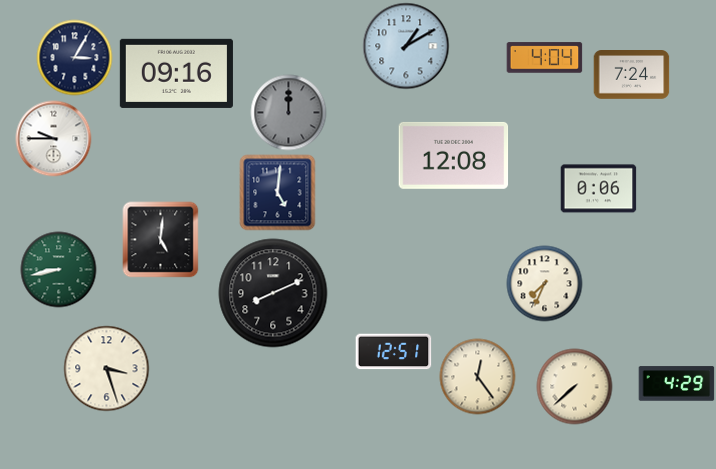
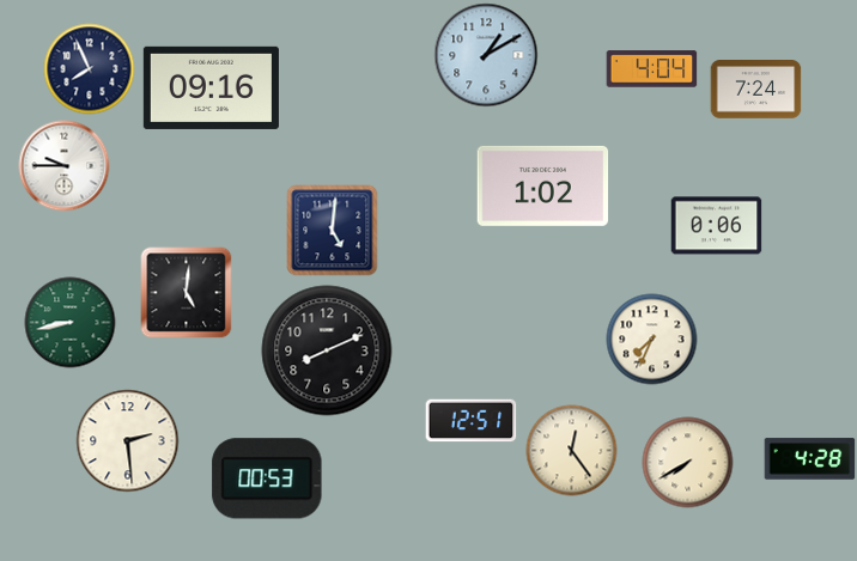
clock at (75, 58): 3:05 -> 7:56
clock at (289, 113): 12:00 -> none
clock at (454, 155): 12:08 -> 1:02
clock at (161, 240) position: (161, 240) -> (187, 293)
clock at (107, 369): 3:27 -> 2:29
clock at (677, 384): 4:29 -> 4:28
clock at (575, 387): 7:38 -> 7:40
clock at (267, 478): none -> 00:53
